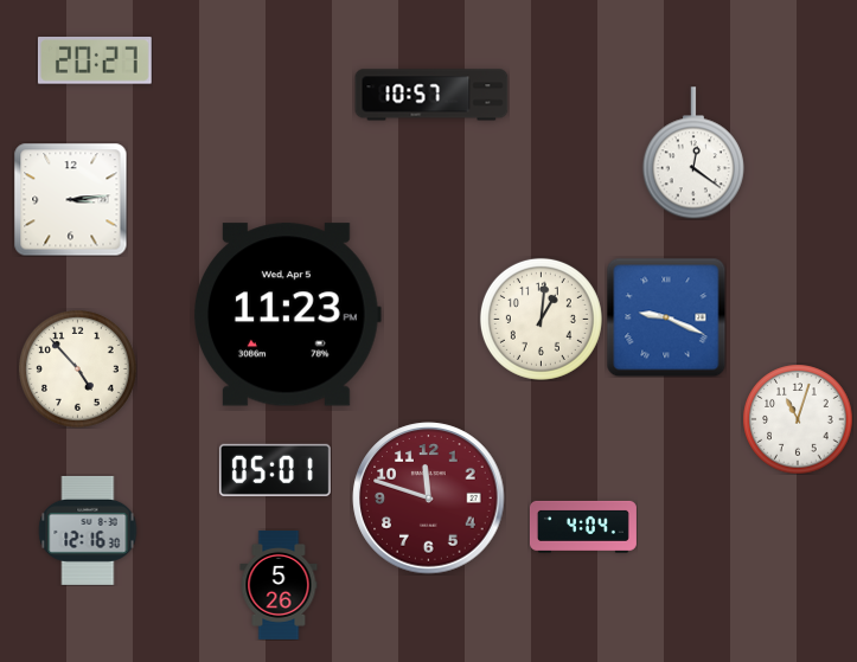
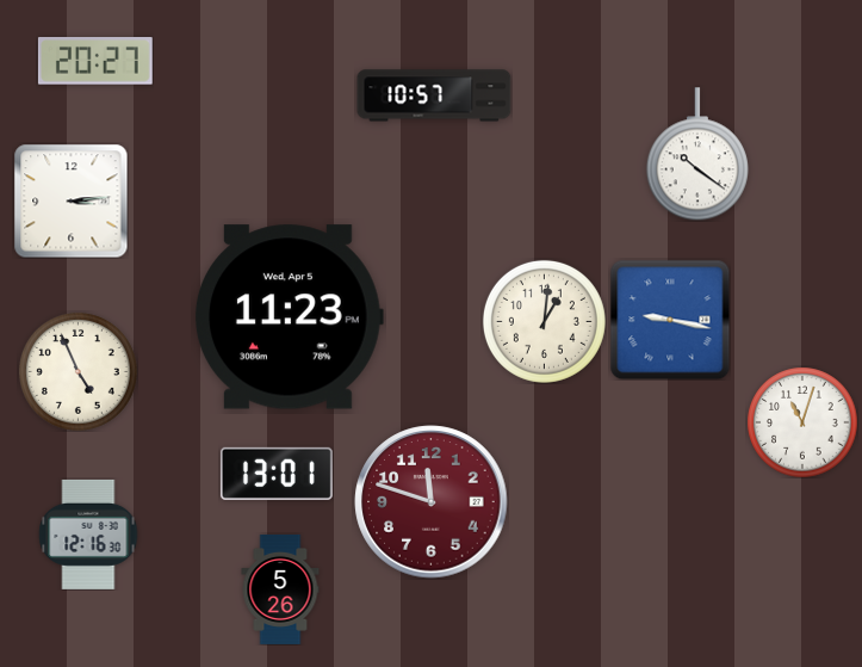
clock at (693, 153): 12:21 -> 10:21
clock at (666, 317): 9:19 -> 9:17
clock at (77, 368): 4:53 -> 4:56
clock at (275, 470): 05:01 -> 13:01
clock at (583, 527): 4:04 -> none
